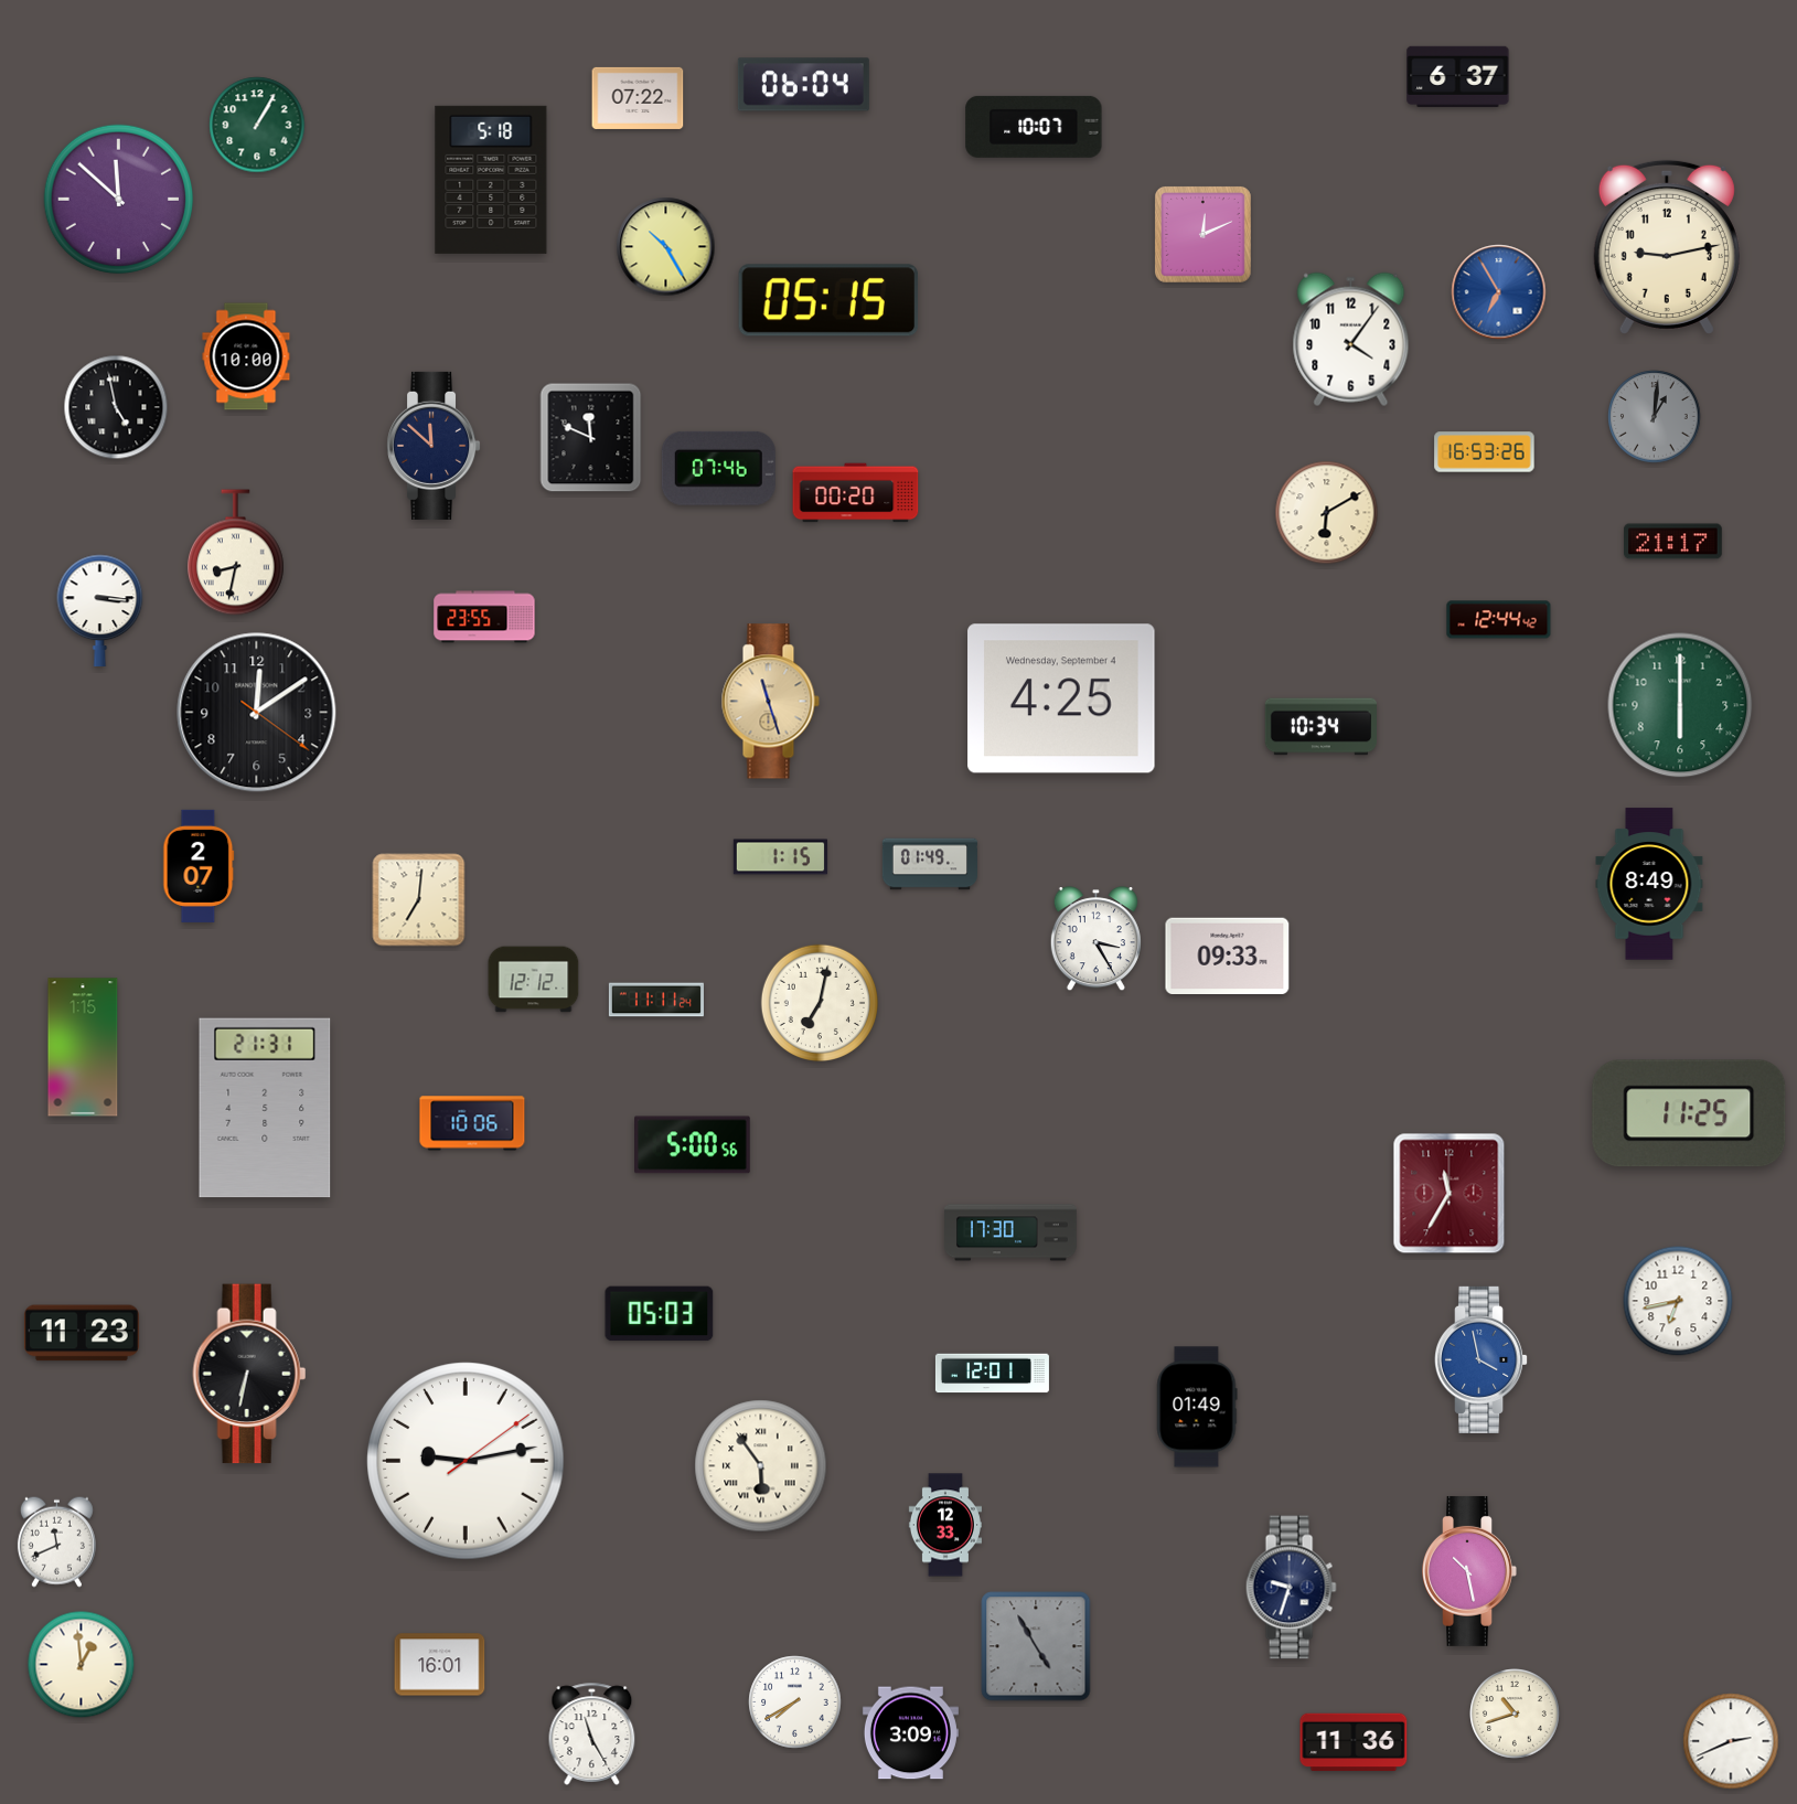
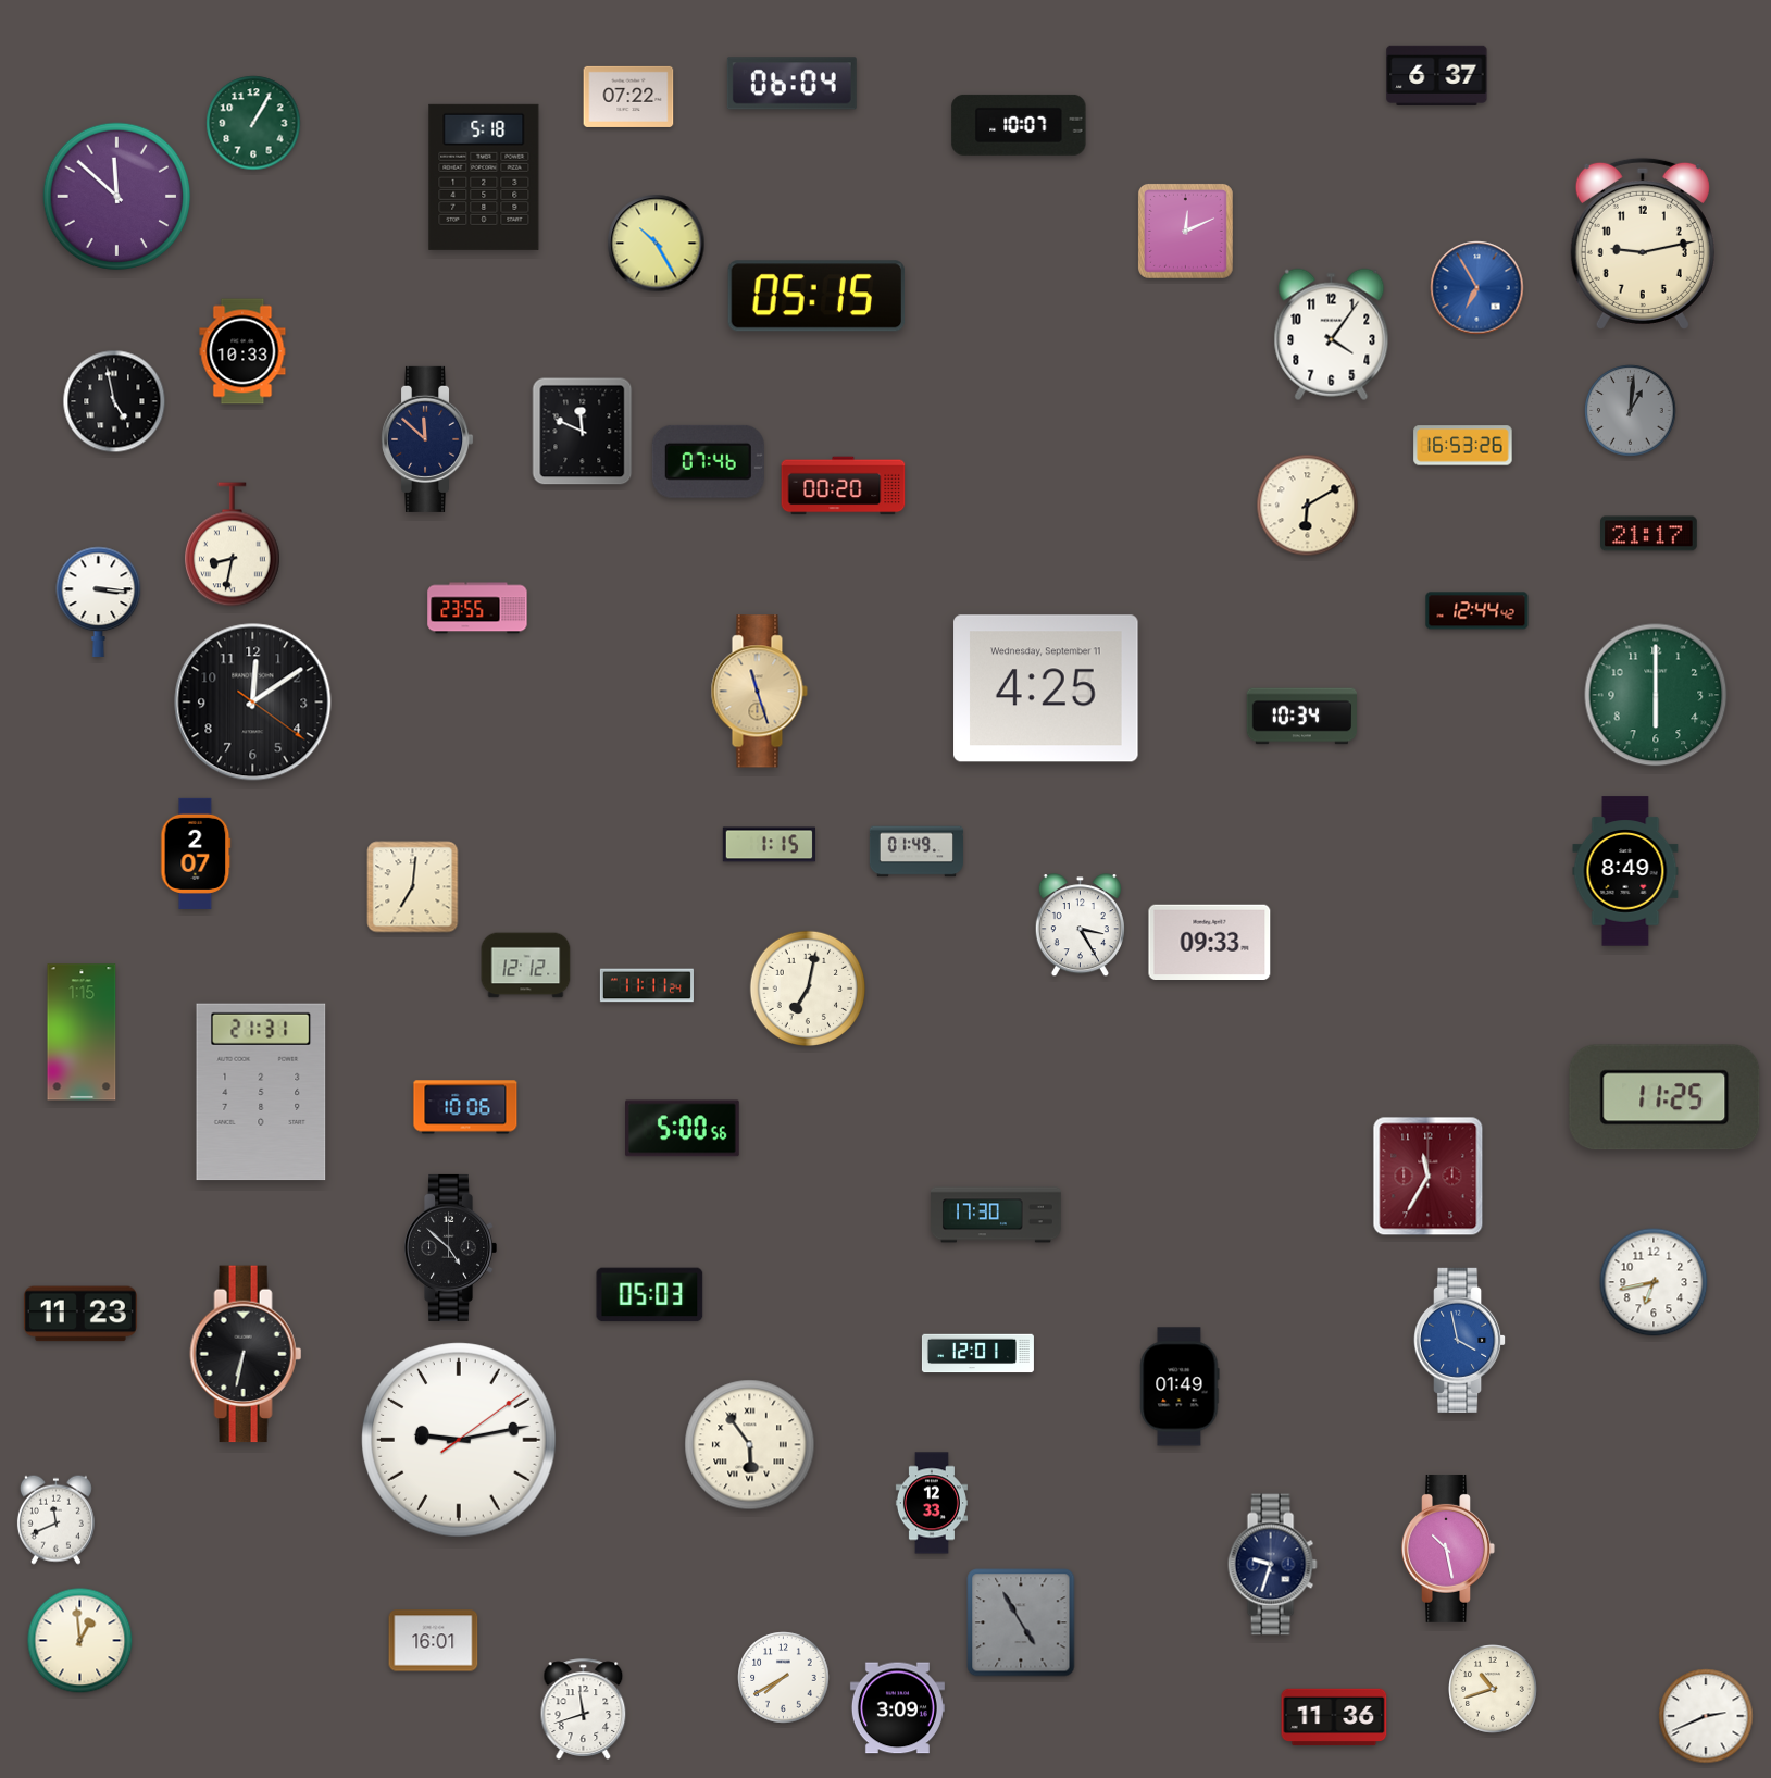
clock at (246, 356): 10:00 -> 10:33
clock at (1061, 698) date: Wednesday, September 4 -> Wednesday, September 11
clock at (450, 1247): none -> 4:52
clock at (592, 1733): 11:25 -> 11:42
